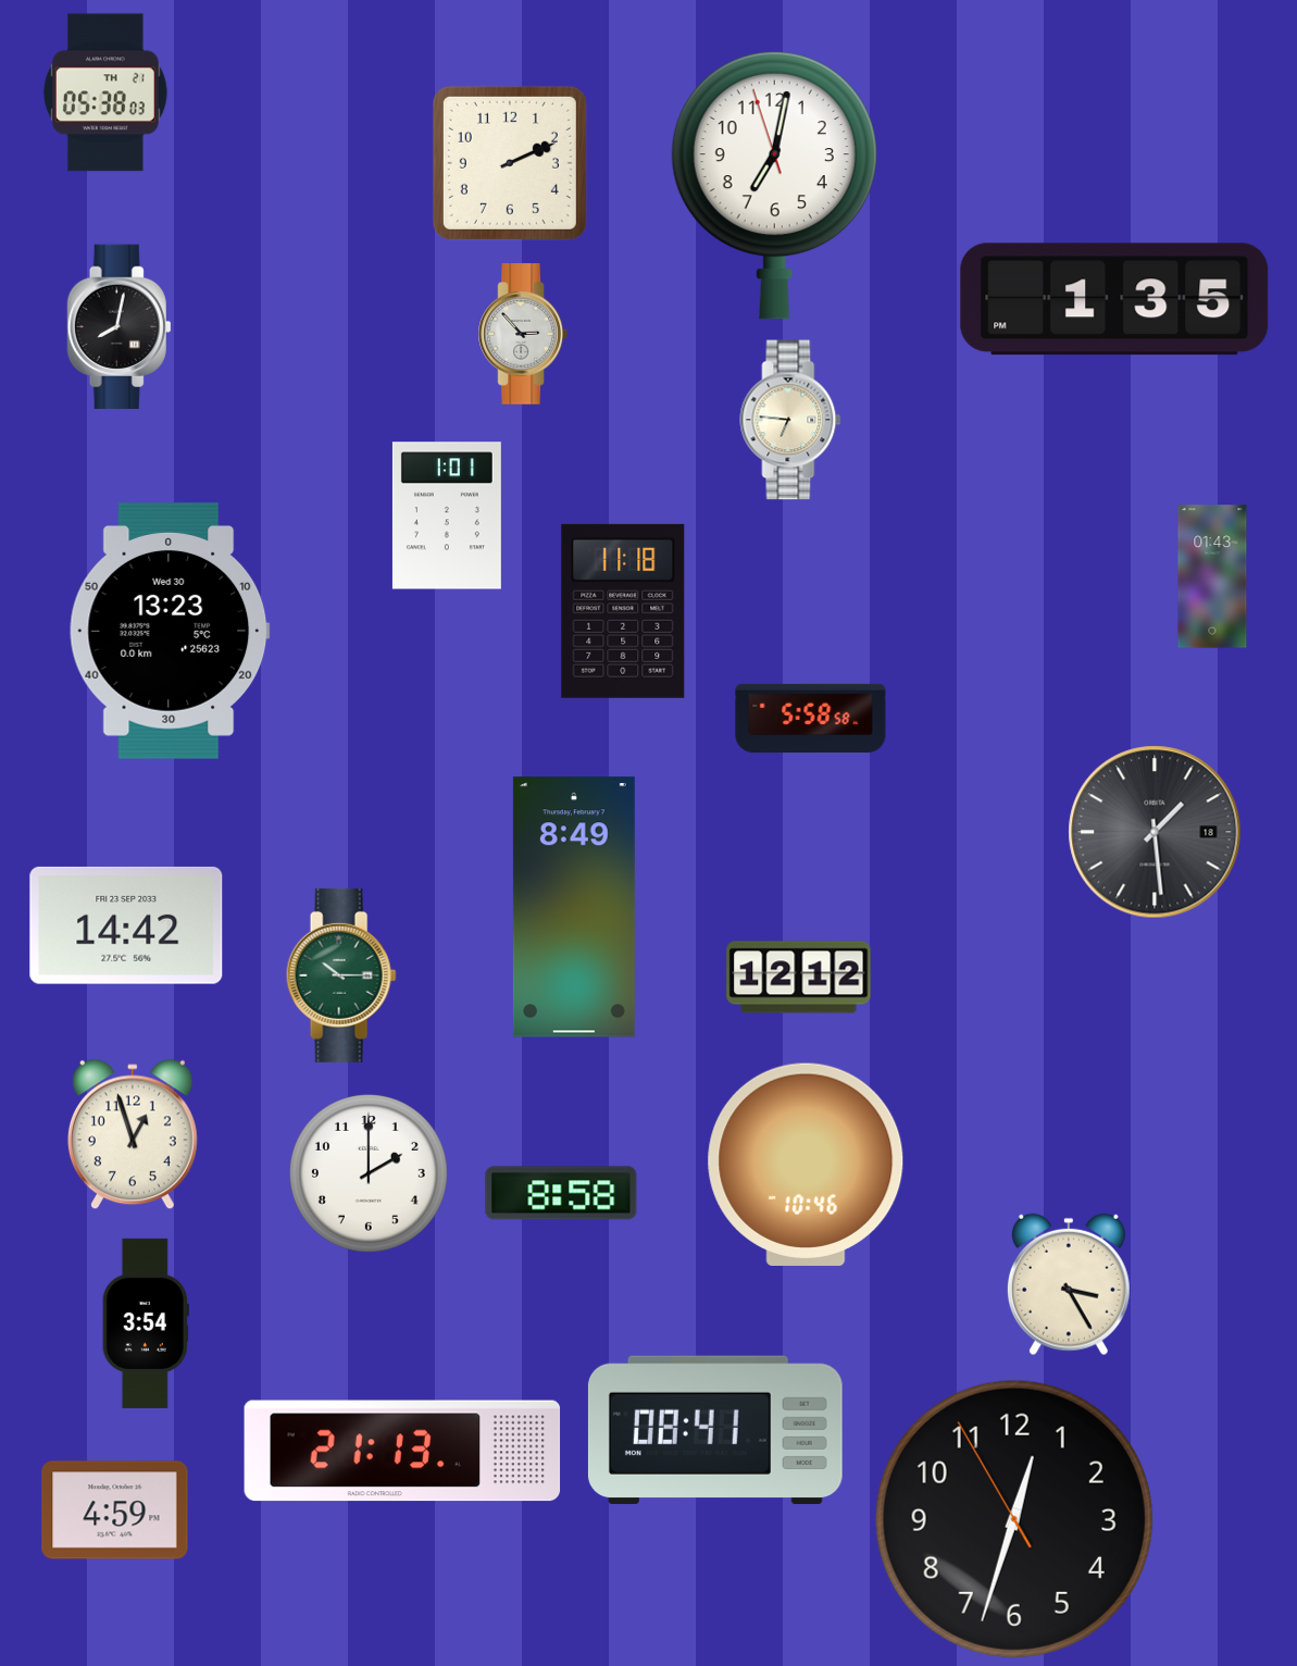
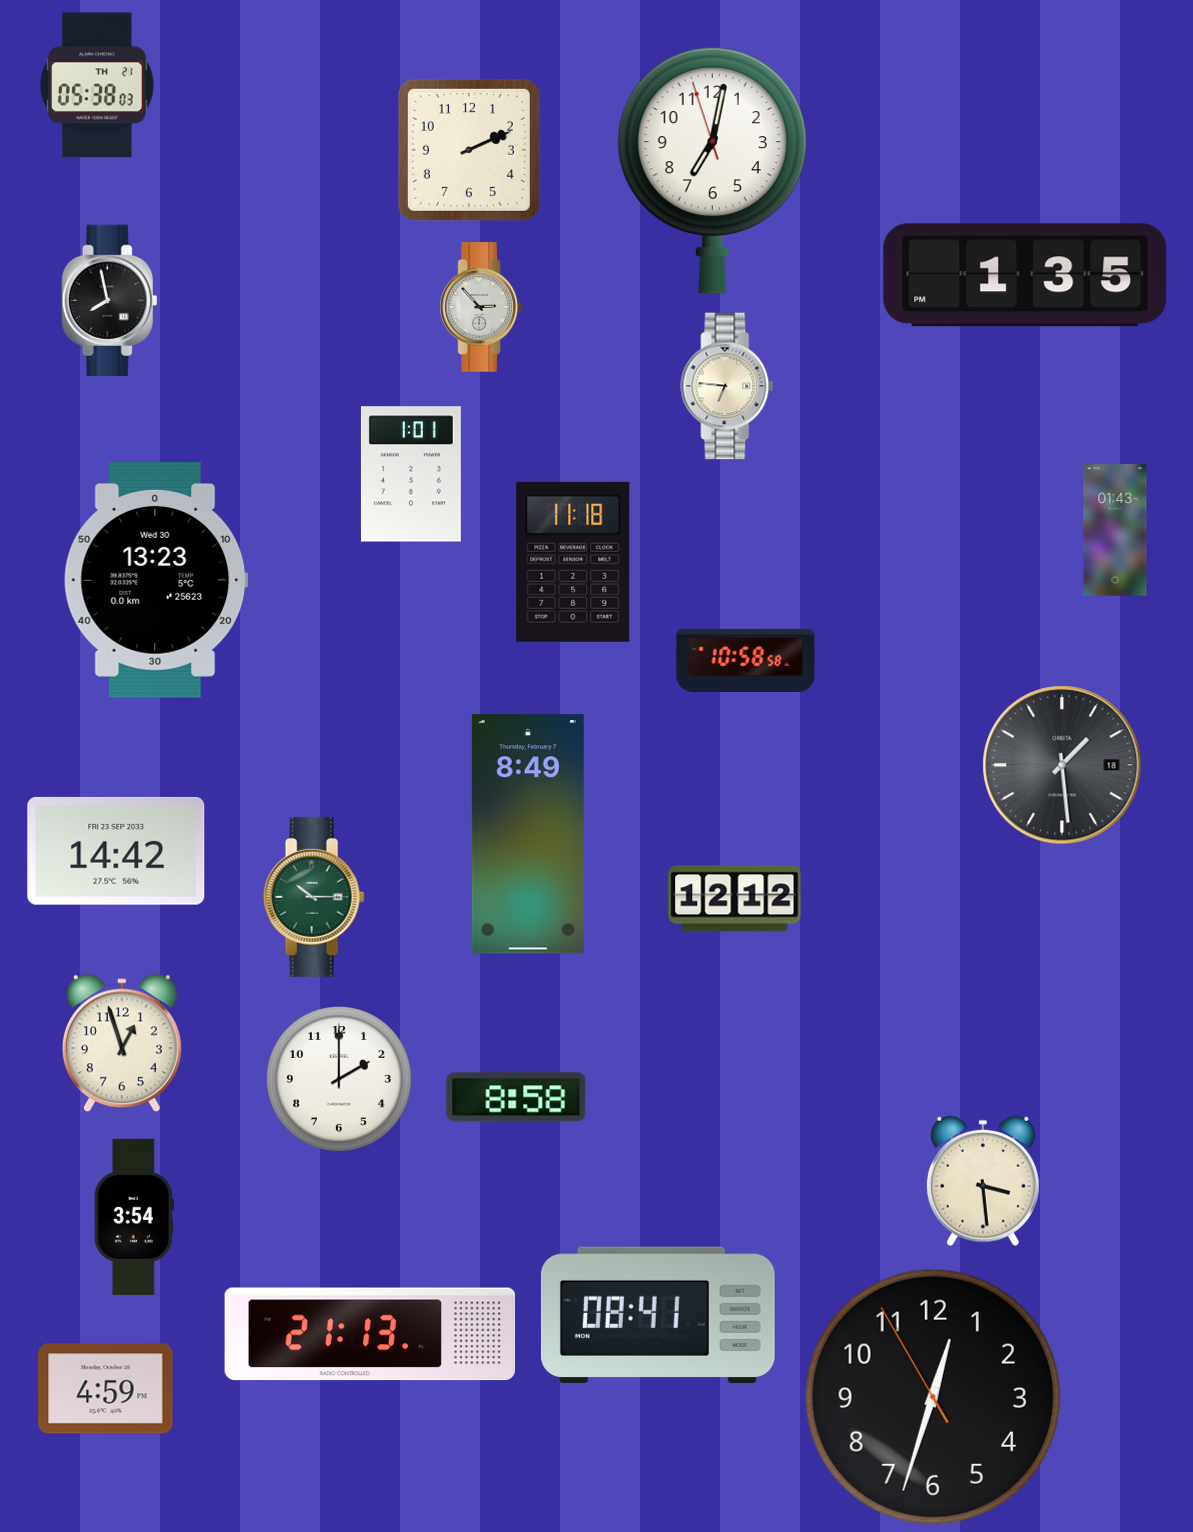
clock at (120, 327): 8:02 -> 7:58
clock at (811, 718): 5:58 -> 10:58
clock at (806, 1165): 10:46 -> none
clock at (1069, 1284): 3:25 -> 3:29
